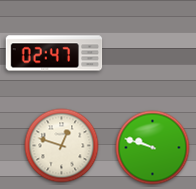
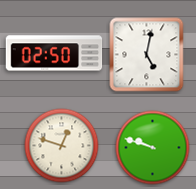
clock at (54, 53): 02:47 -> 02:50
clock at (147, 55): none -> 5:02
